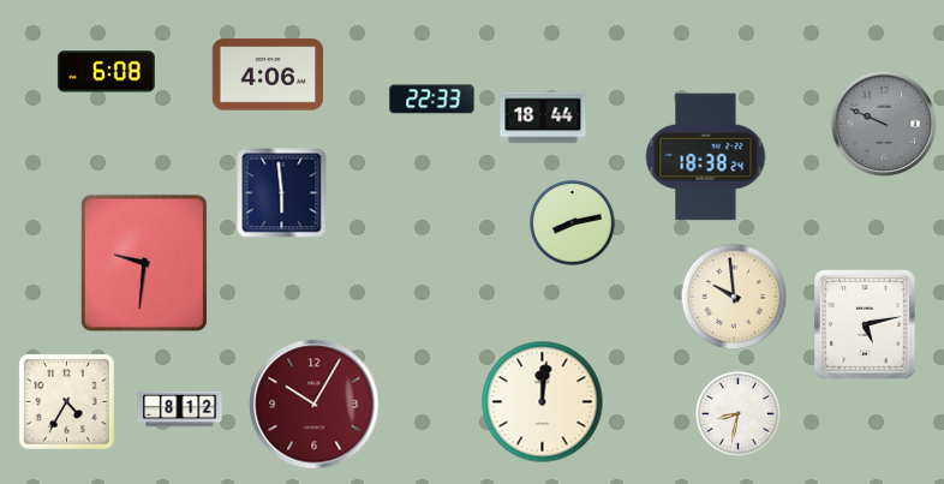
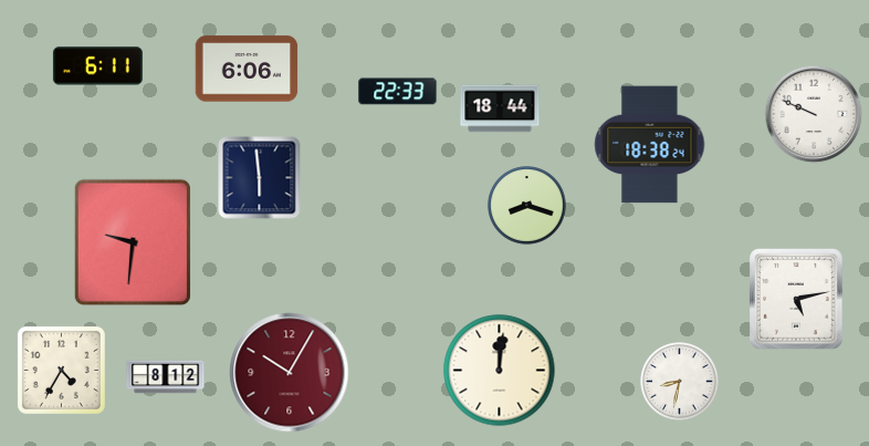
clock at (106, 72): 6:08 -> 6:11
clock at (268, 74): 4:06 -> 6:06
clock at (884, 124) dial: grey -> white
clock at (573, 223): 8:13 -> 8:18
clock at (734, 297): 9:59 -> none
